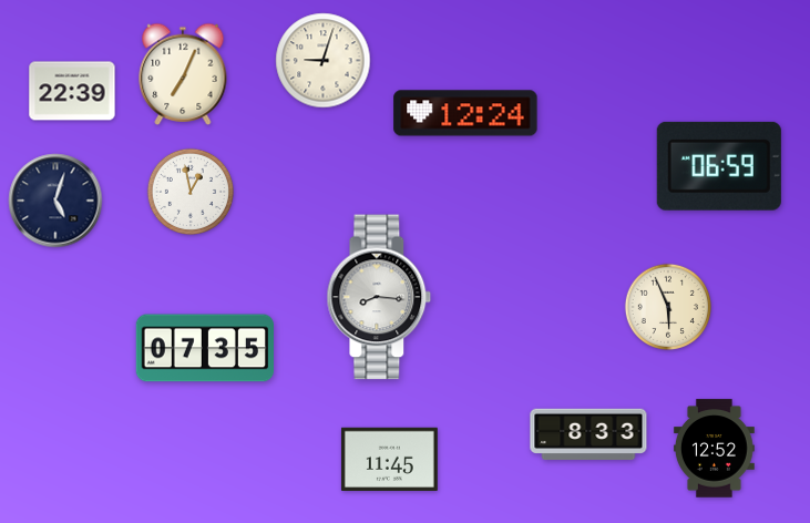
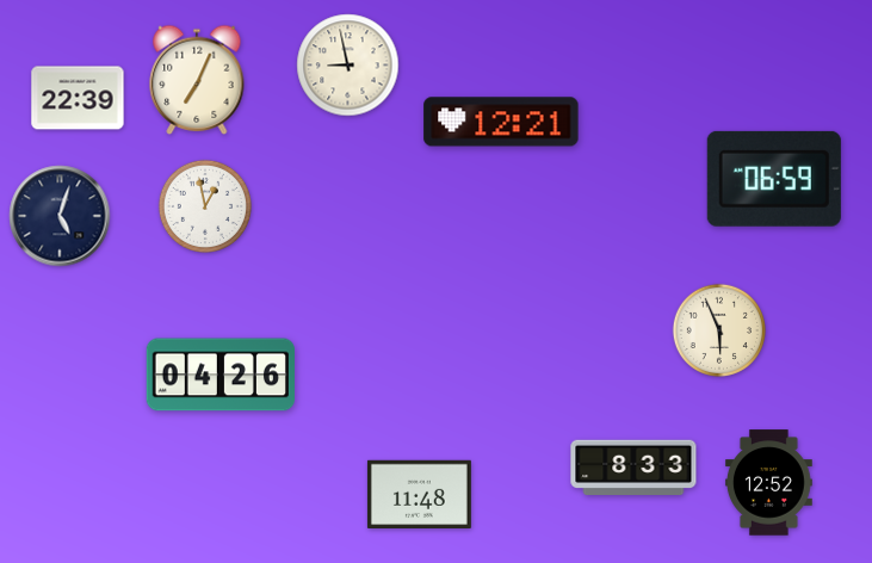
clock at (324, 61): 9:03 -> 8:58
clock at (465, 113): 12:24 -> 12:21
clock at (379, 297): 8:16 -> none
clock at (204, 348): 07:35 -> 04:26
clock at (389, 459): 11:45 -> 11:48
